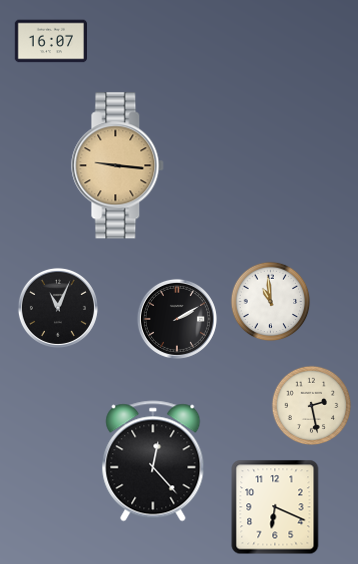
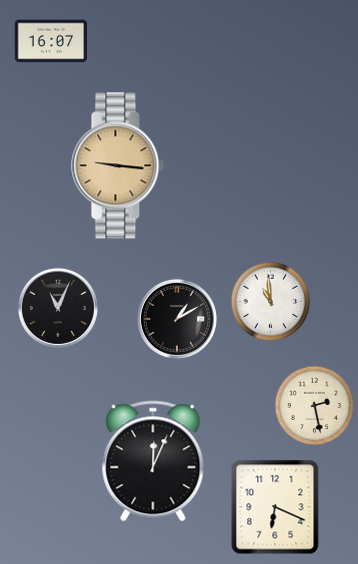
clock at (177, 319): 2:10 -> 1:10
clock at (312, 406) position: (312, 406) -> (315, 406)
clock at (153, 461): 12:23 -> 12:04
